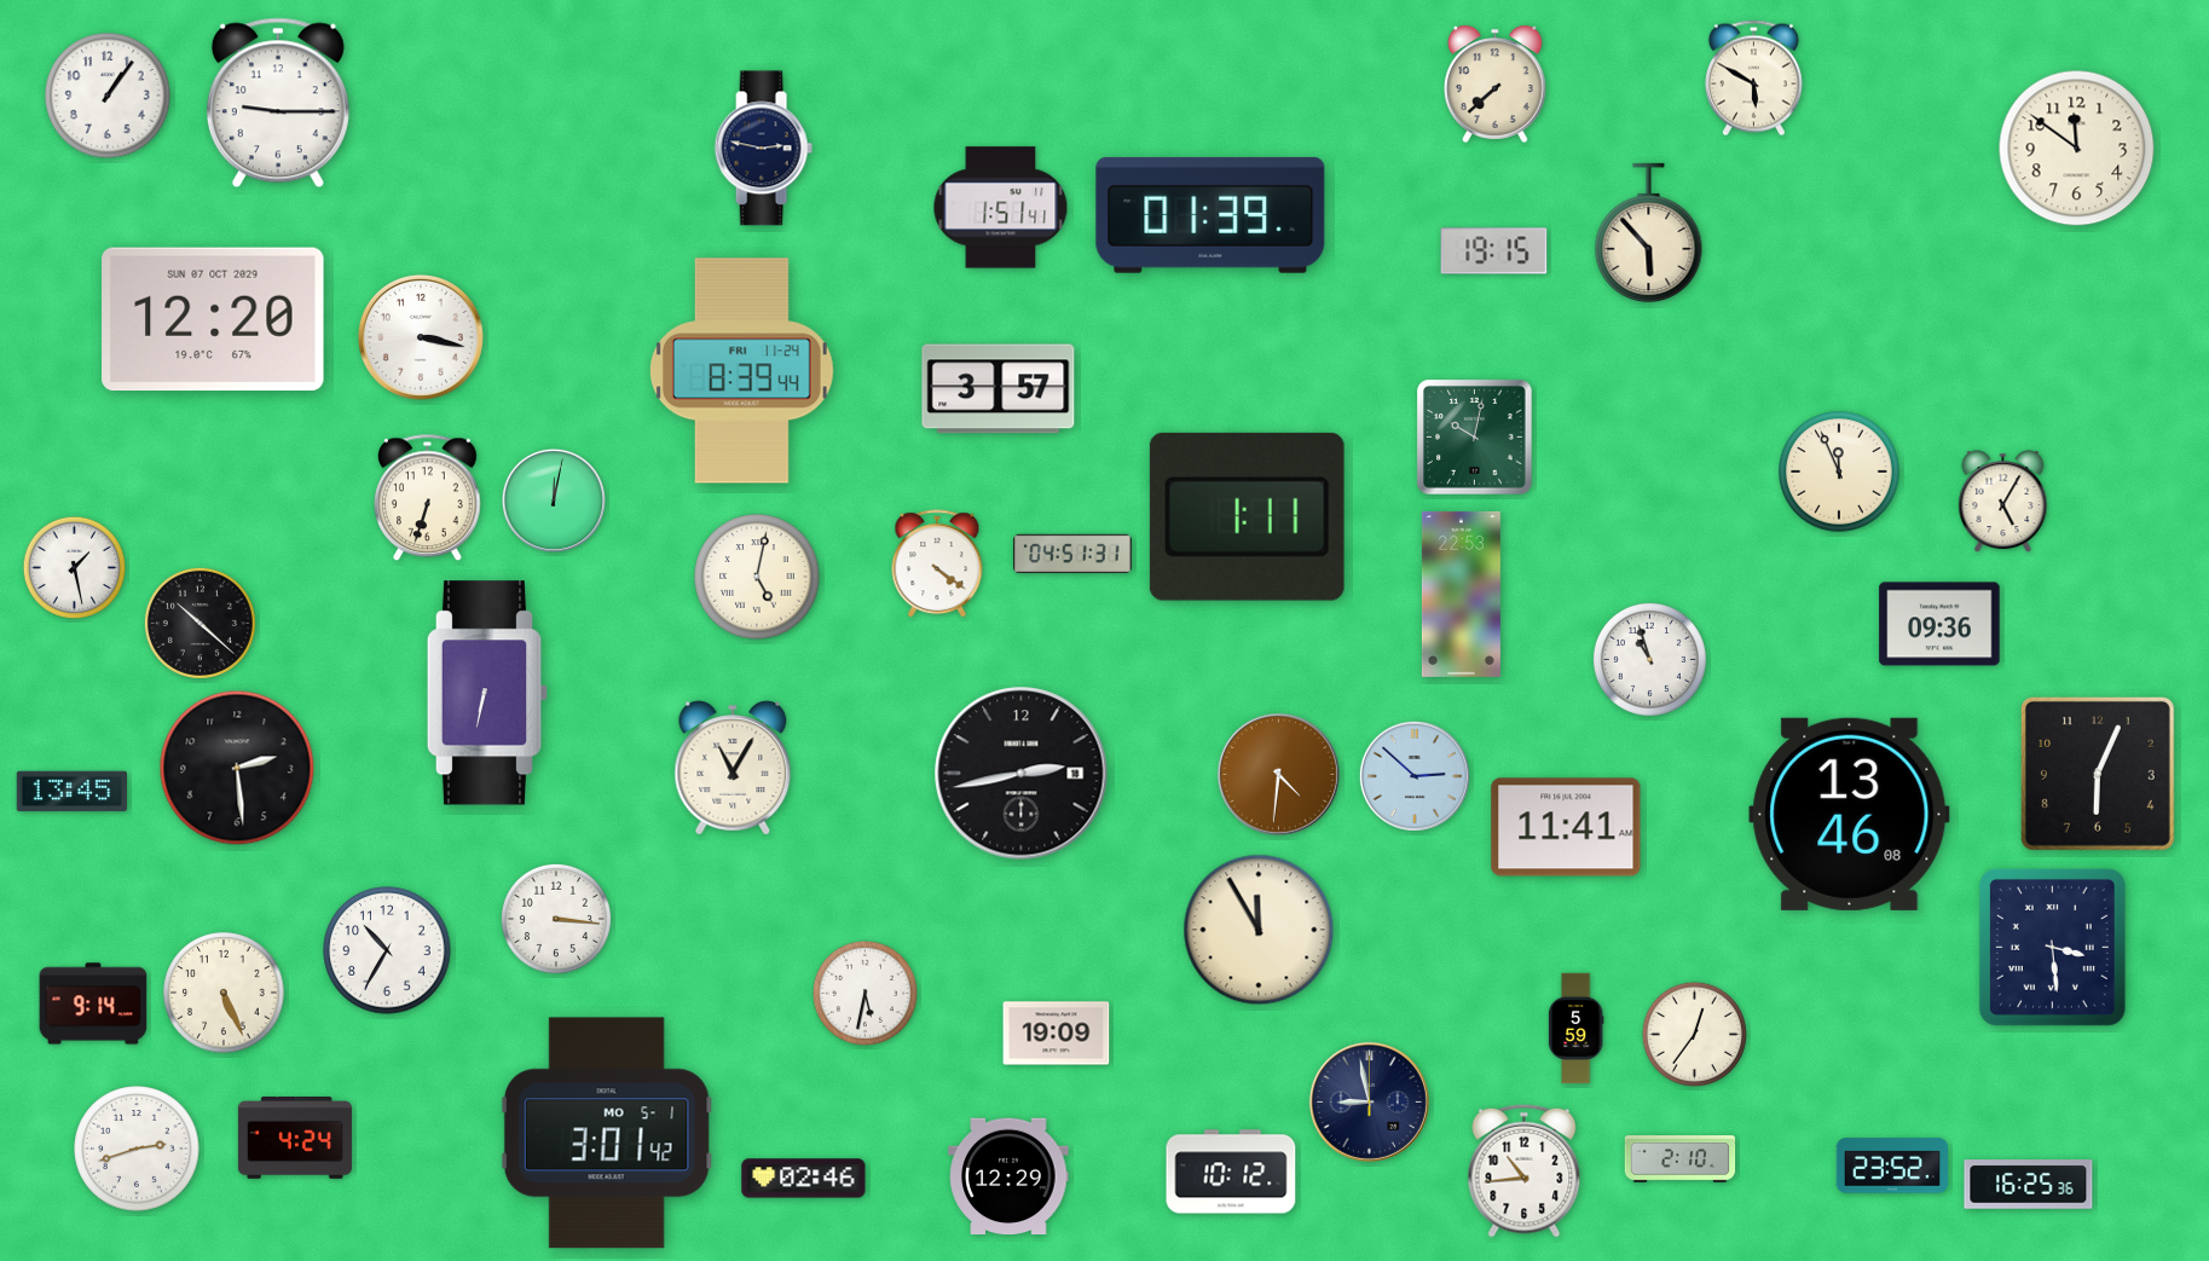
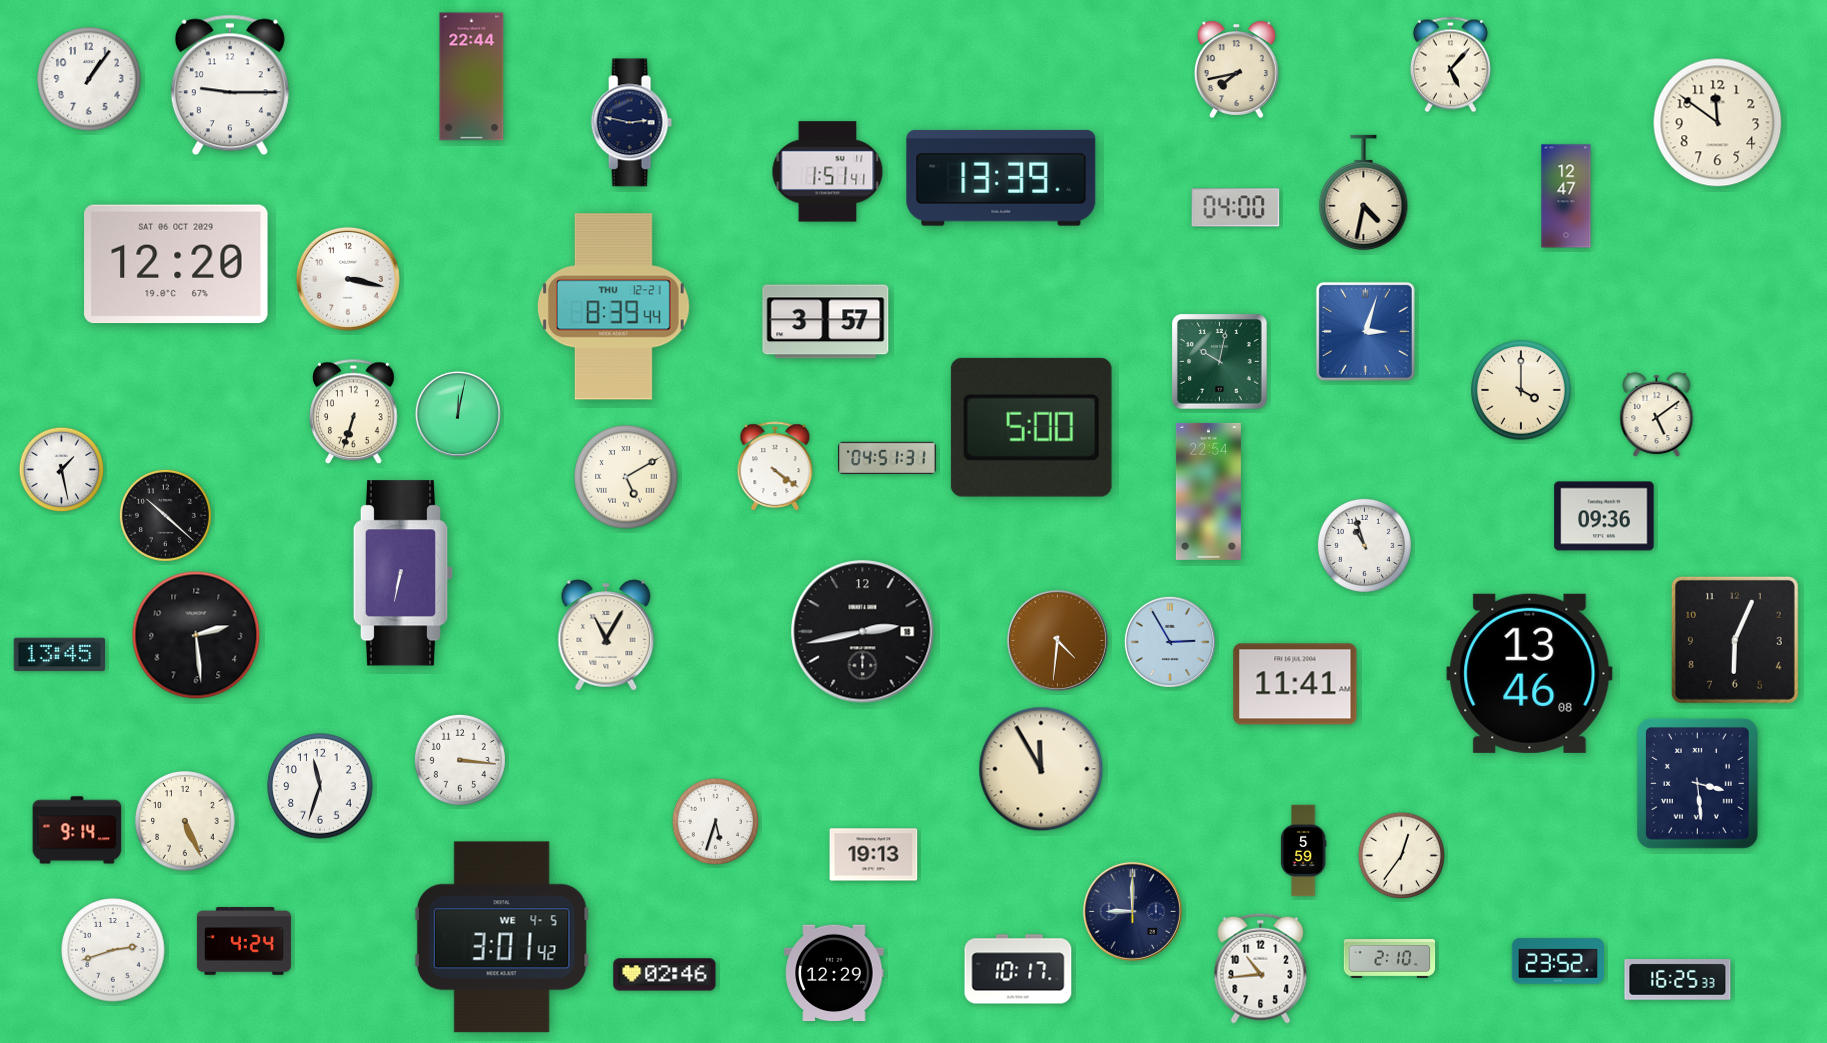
clock at (1753, 79): 5:50 -> 5:07
clock at (1494, 83): 7:38 -> 7:43
clock at (472, 77): none -> 22:44
clock at (1210, 215): 01:39 -> 13:39
clock at (1649, 233): 5:53 -> 4:32
clock at (1566, 196): none -> 12:47
clock at (1494, 251): 19:15 -> 04:00
clock at (213, 319) date: SUN 07 OCT 2029 -> SAT 06 OCT 2029
clock at (741, 371) date: FRI 11-24 -> THU 12-21
clock at (1365, 331): none -> 3:03
clock at (1839, 472): 11:56 -> 4:00
clock at (2003, 502): 5:05 -> 5:09
clock at (1247, 516): 1:11 -> 5:00
clock at (757, 577): 5:02 -> 5:10
clock at (1461, 594): 22:53 -> 22:54
clock at (1022, 774) position: (1022, 774) -> (863, 632)
clock at (1415, 776): 2:52 -> 2:55
clock at (387, 950): 10:35 -> 11:33
clock at (864, 993): 5:32 -> 5:33
clock at (1057, 1034): 19:09 -> 19:13
clock at (1369, 1101): 8:58 -> 9:00
clock at (607, 1133) date: MO 5-1 -> WE 4-5
clock at (1891, 1165) position: (1891, 1165) -> (1557, 961)
clock at (1231, 1172): 10:12 -> 10:17
clock at (2029, 1185): 16:25:36 -> 16:25:33
